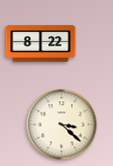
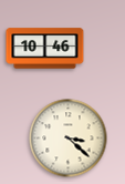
clock at (41, 44): 8:22 -> 10:46
